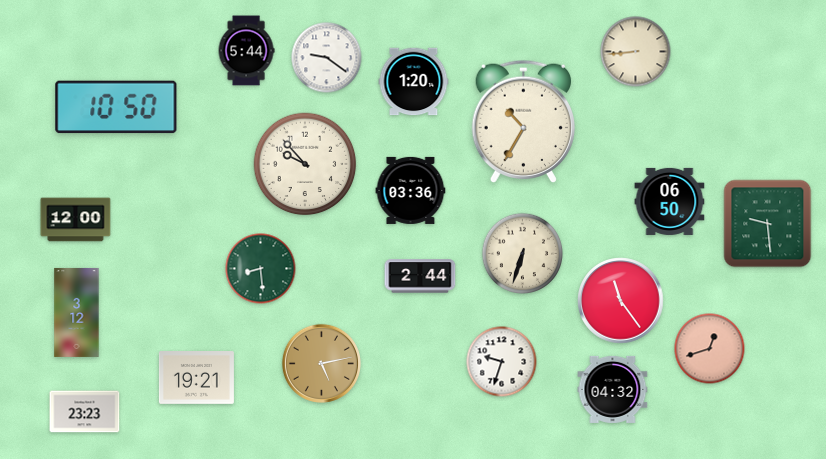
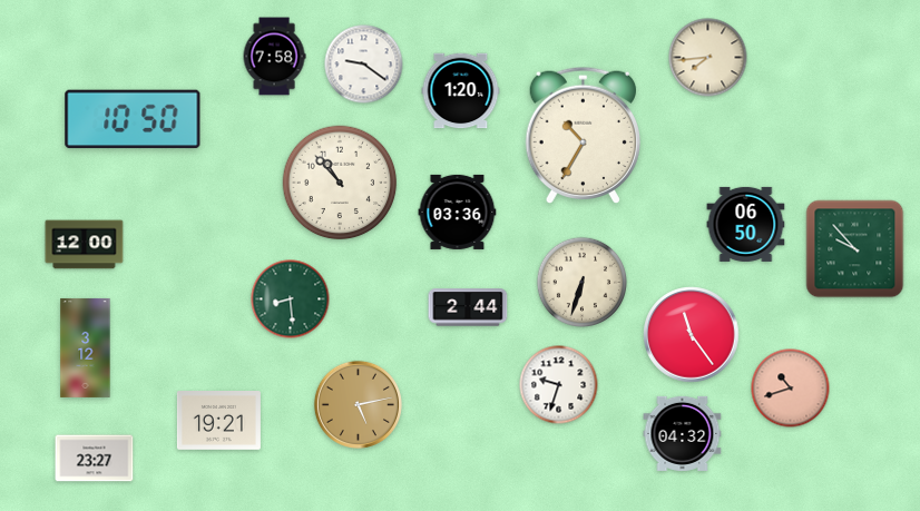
clock at (246, 51): 5:44 -> 7:58
clock at (636, 52): 8:44 -> 7:44
clock at (116, 107) position: (116, 107) -> (133, 119)
clock at (305, 164): 9:53 -> 10:53
clock at (768, 224): 9:29 -> 9:53
clock at (710, 349): 12:42 -> 10:42
clock at (502, 362) position: (502, 362) -> (559, 385)
clock at (85, 412): 23:23 -> 23:27
